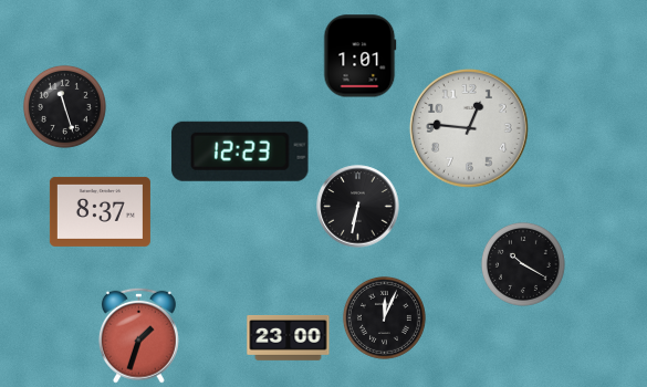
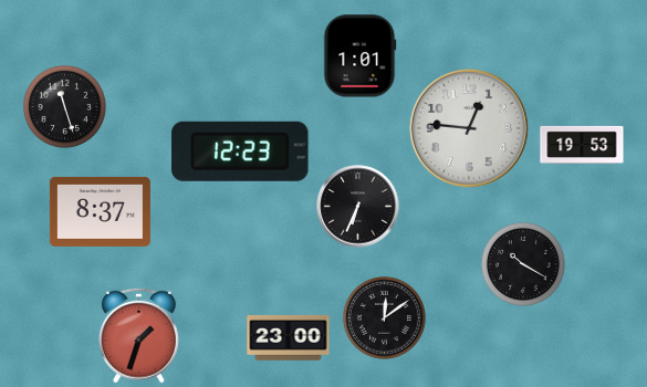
clock at (582, 145): none -> 19:53
clock at (358, 207): 6:32 -> 6:34
clock at (384, 317): 12:04 -> 12:09
